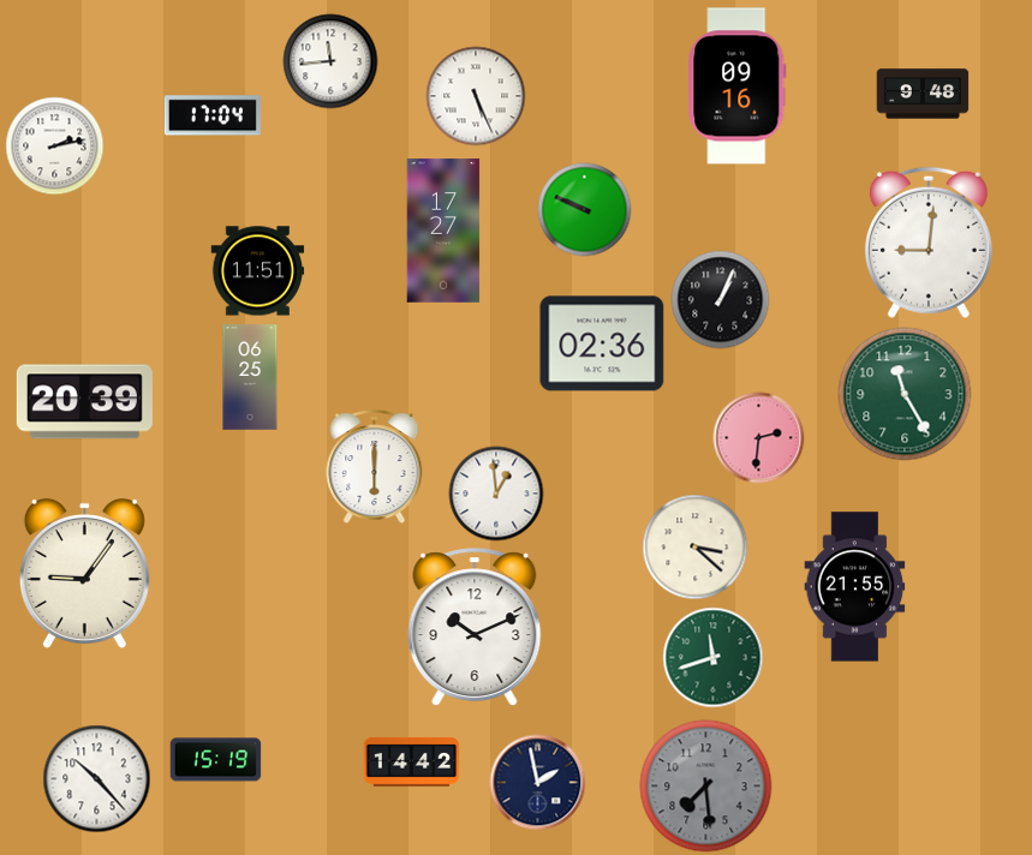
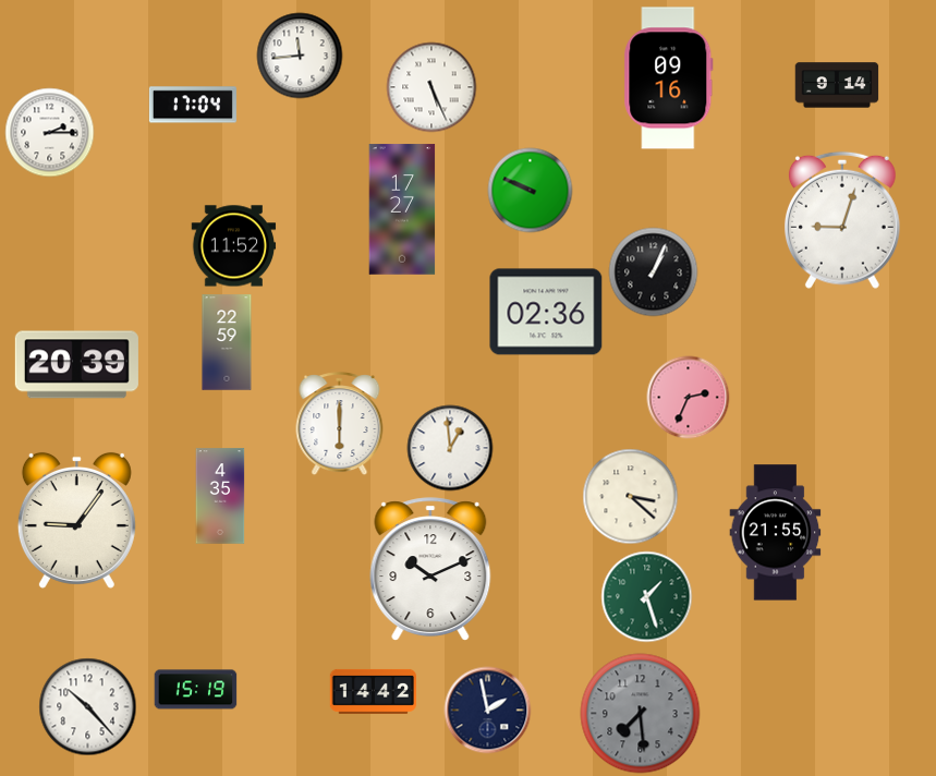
clock at (923, 94): 9:48 -> 9:14
clock at (55, 147): 2:13 -> 2:15
clock at (929, 243): 9:01 -> 9:03
clock at (258, 271): 11:51 -> 11:52
clock at (250, 377): 06:25 -> 22:59
clock at (905, 394): 11:25 -> none
clock at (759, 438): 2:31 -> 2:34
clock at (220, 496): none -> 4:35
clock at (714, 658): 11:42 -> 1:27
